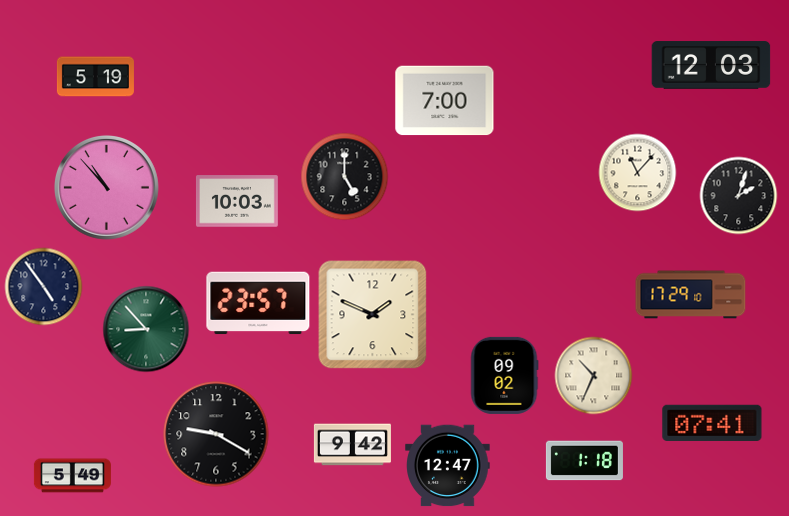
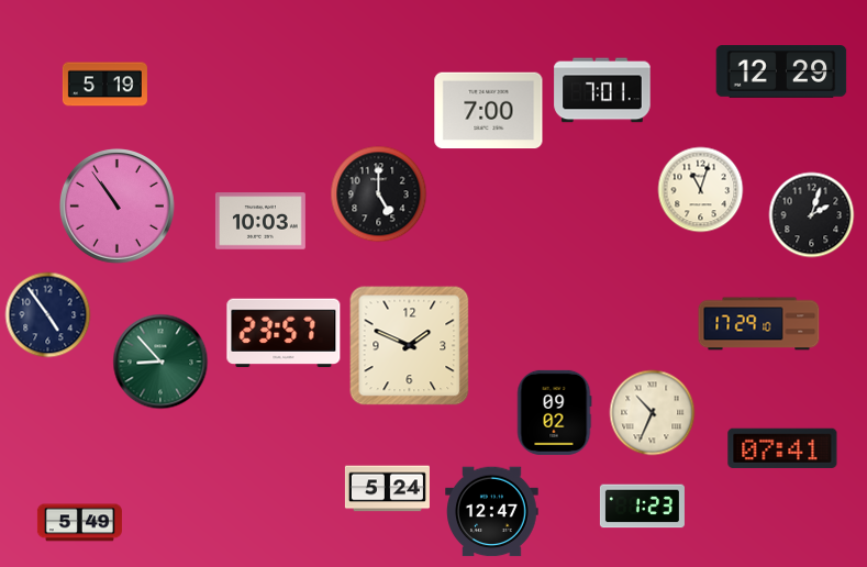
clock at (711, 65): 12:03 -> 12:29
clock at (602, 90): none -> 7:01
clock at (637, 172): 11:07 -> 11:03
clock at (106, 187): 10:53 -> 10:54
clock at (712, 423) position: (712, 423) -> (782, 448)
clock at (216, 434): 9:20 -> none
clock at (352, 445): 9:42 -> 5:24
clock at (584, 461): 1:18 -> 1:23
